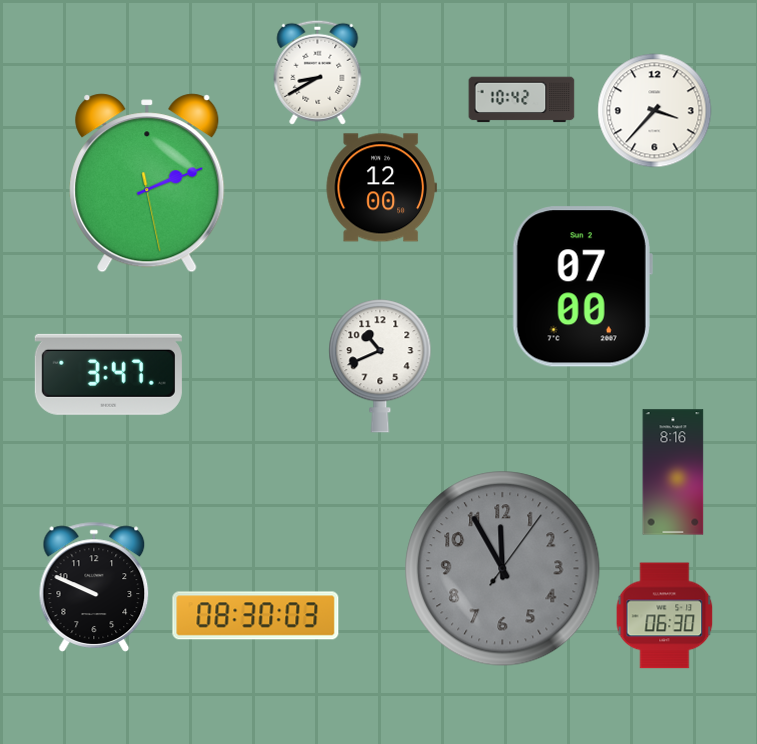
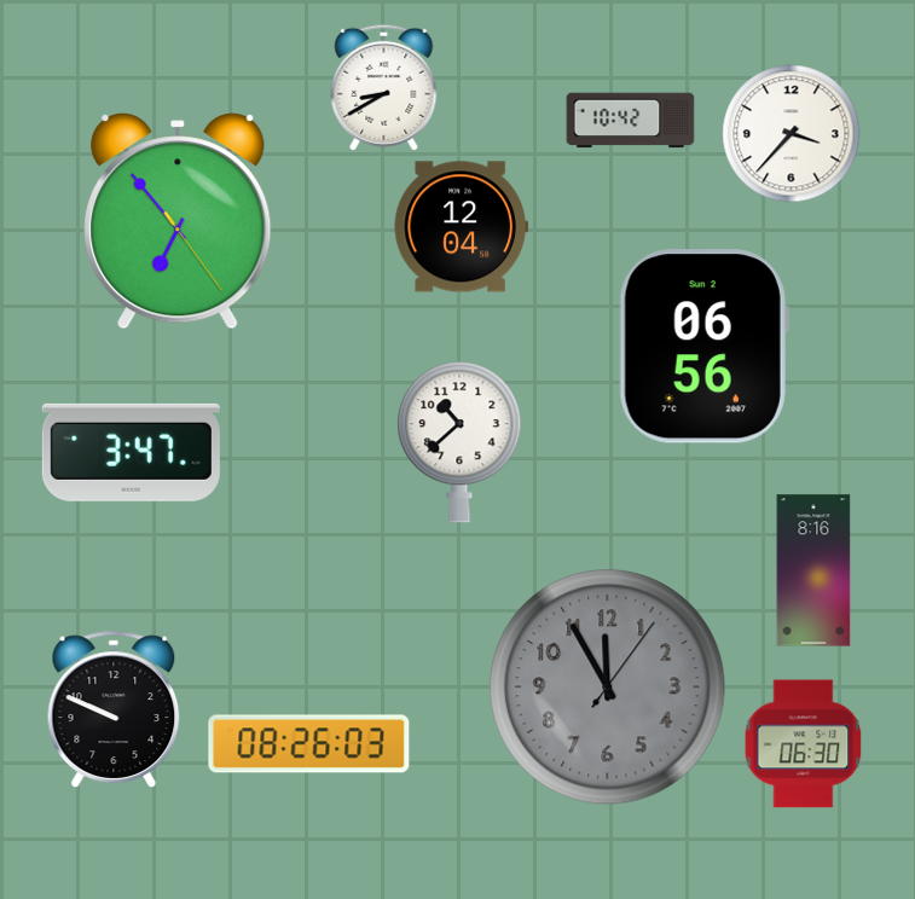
clock at (147, 183): 2:11 -> 6:53
clock at (381, 188): 12:00 -> 12:04
clock at (582, 287): 07:00 -> 06:56
clock at (380, 366): 10:41 -> 10:38
clock at (256, 616): 08:30 -> 08:26
